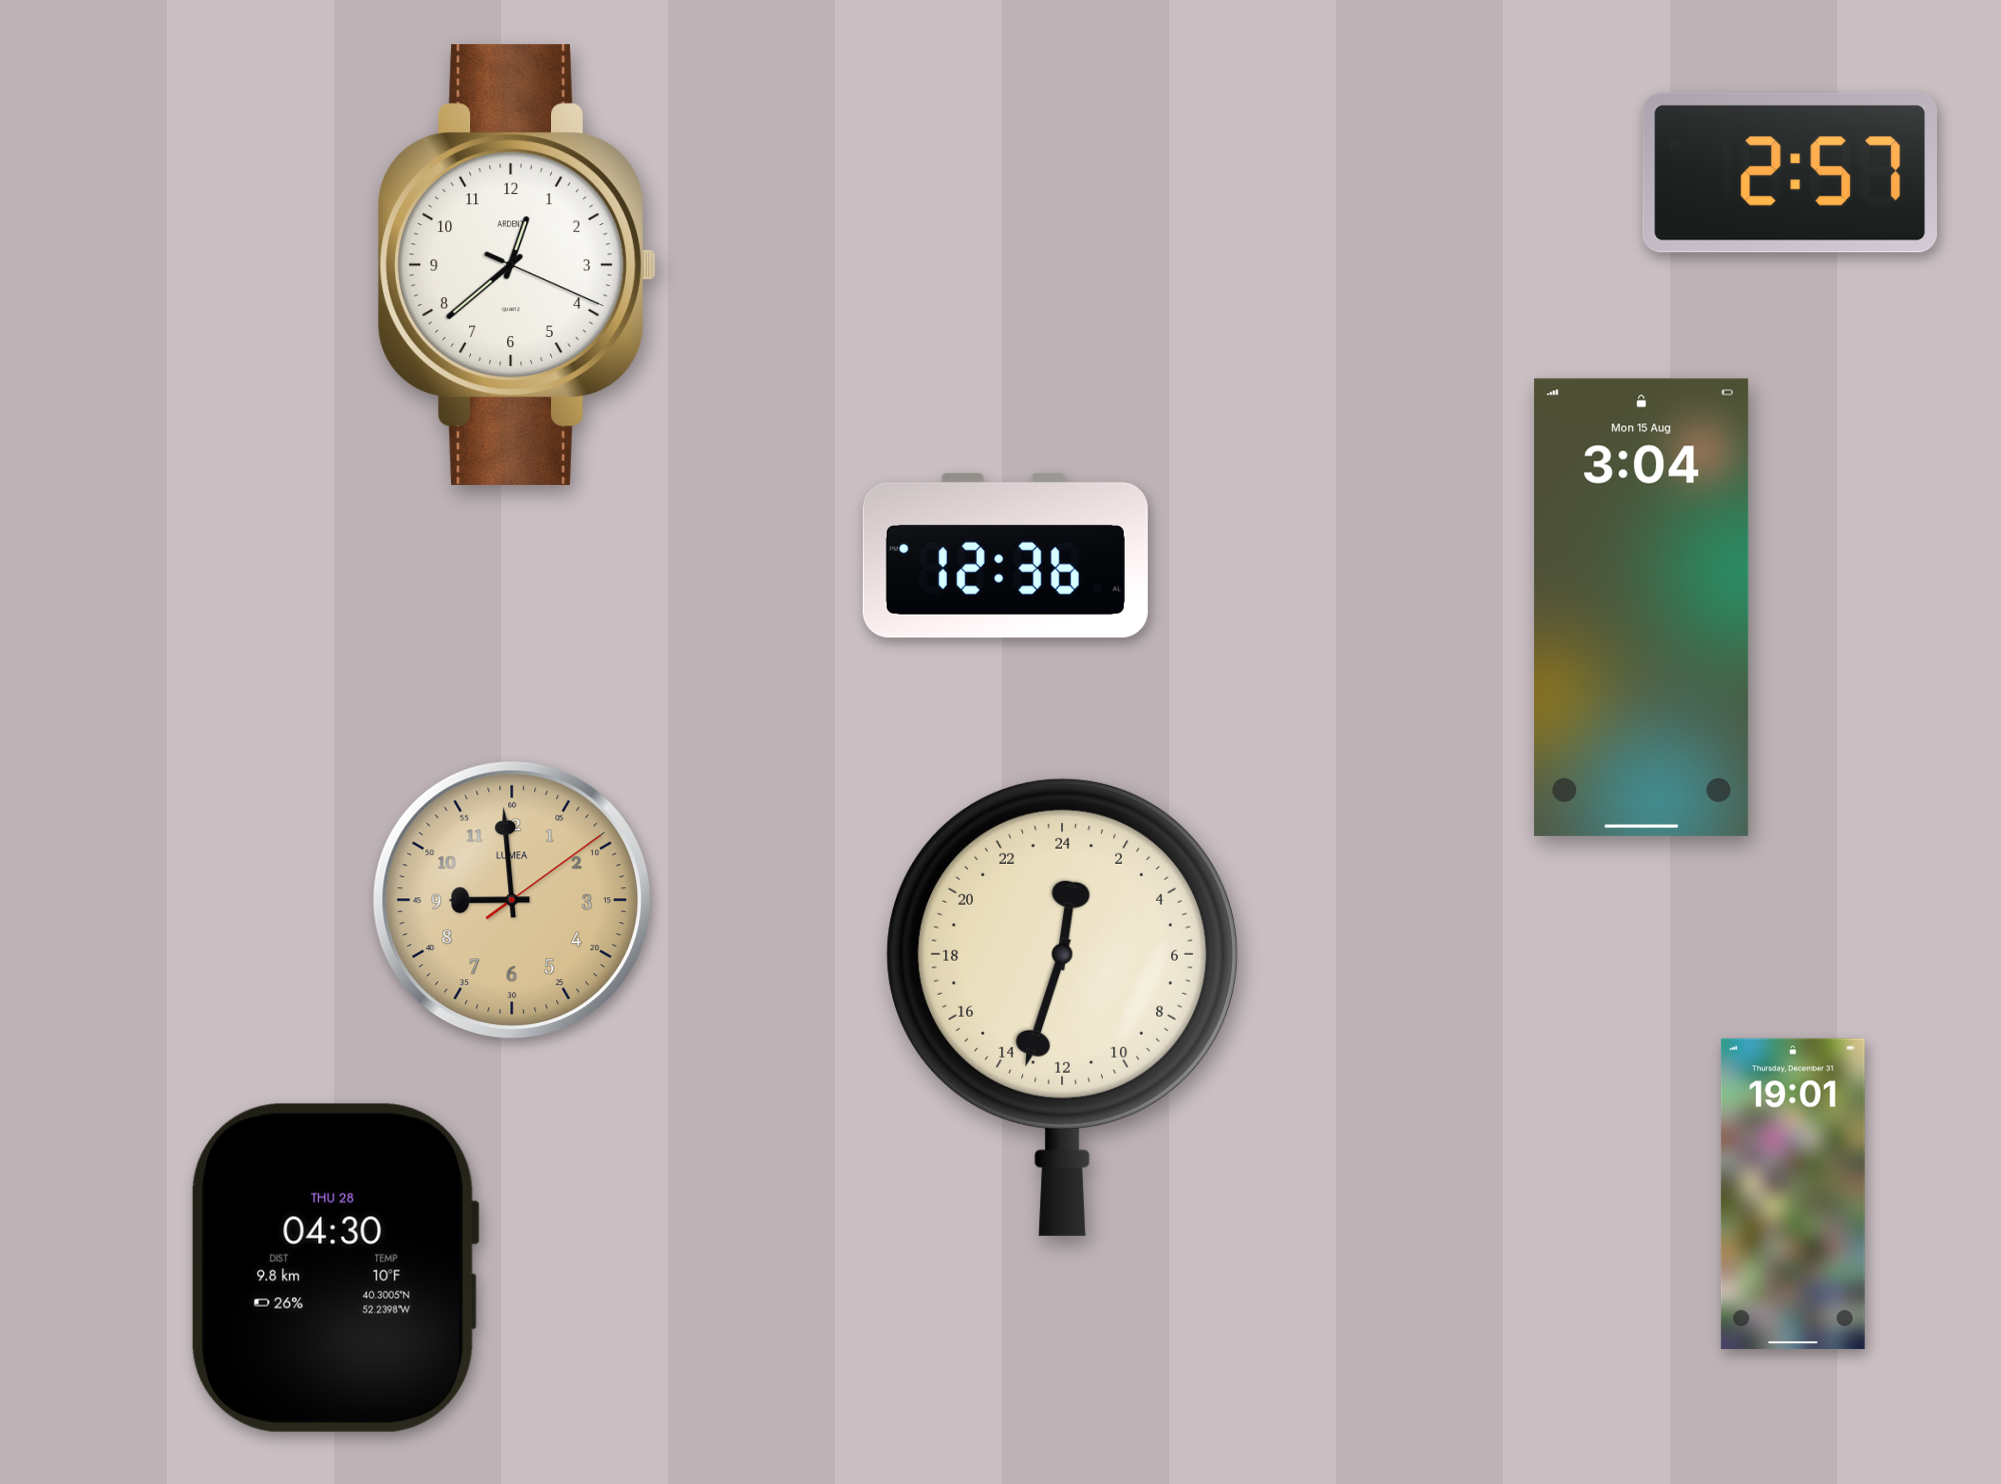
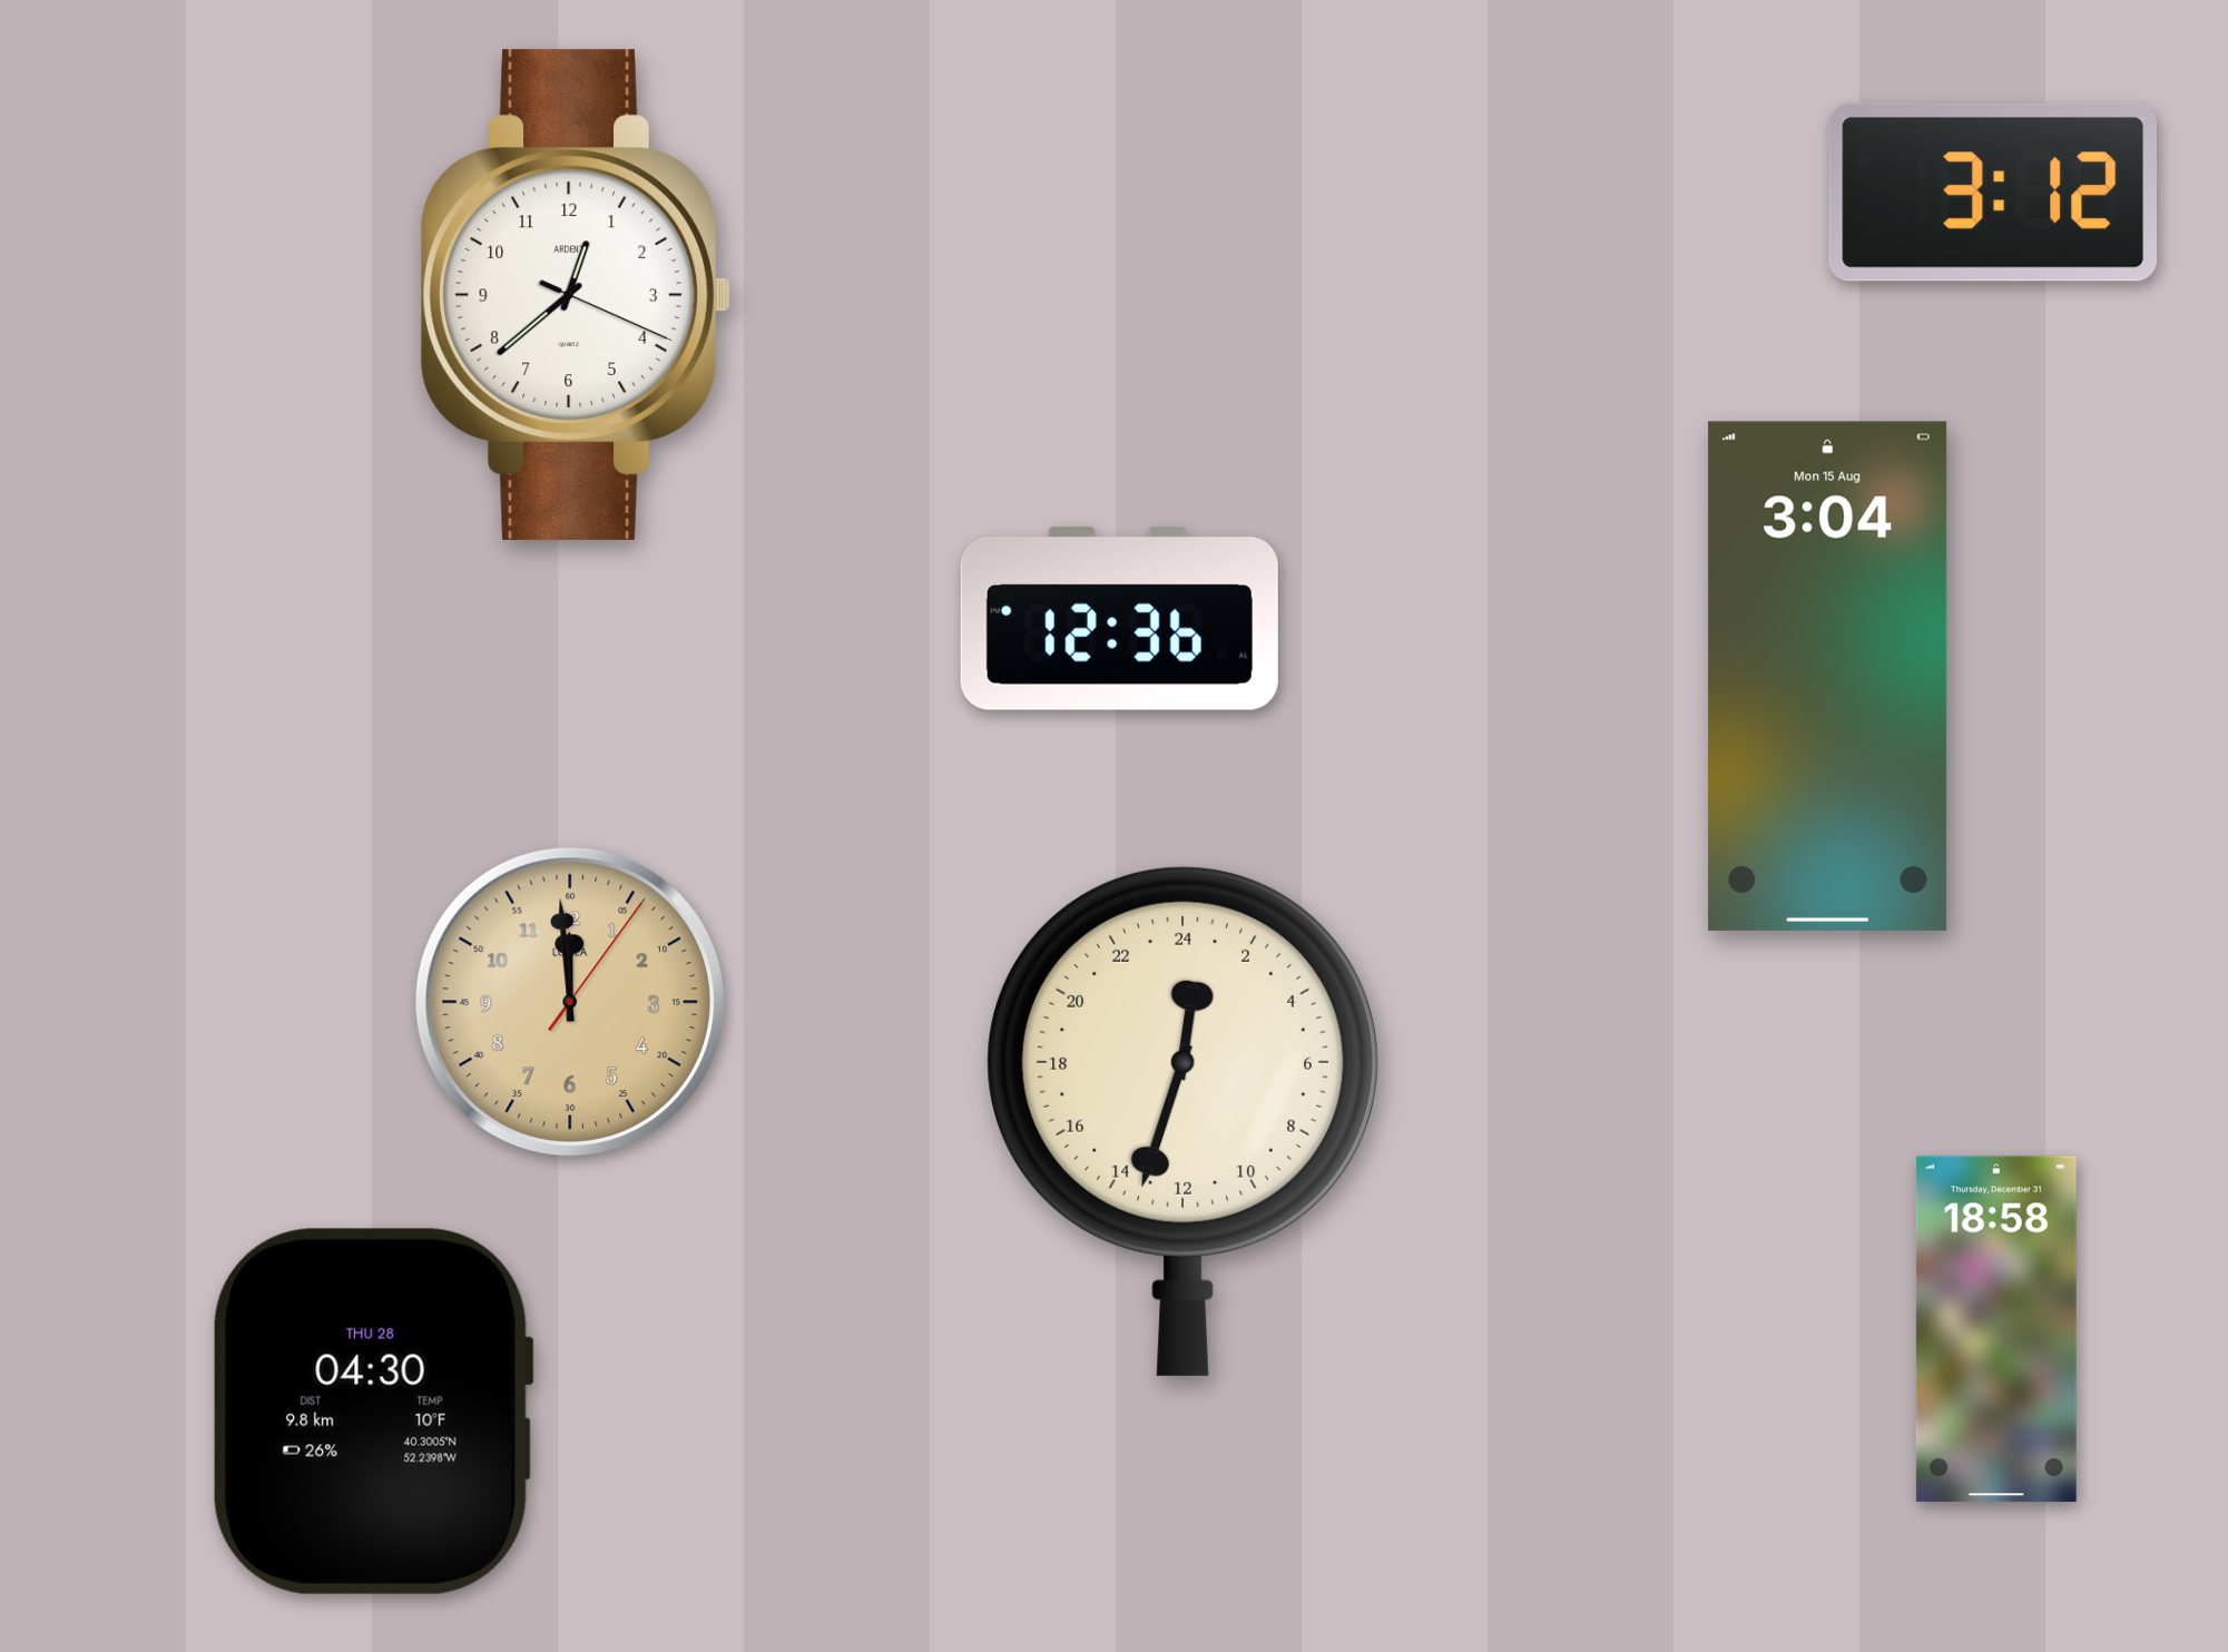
clock at (1789, 173): 2:57 -> 3:12
clock at (512, 900): 8:59 -> 11:59
clock at (1793, 1194): 19:01 -> 18:58
